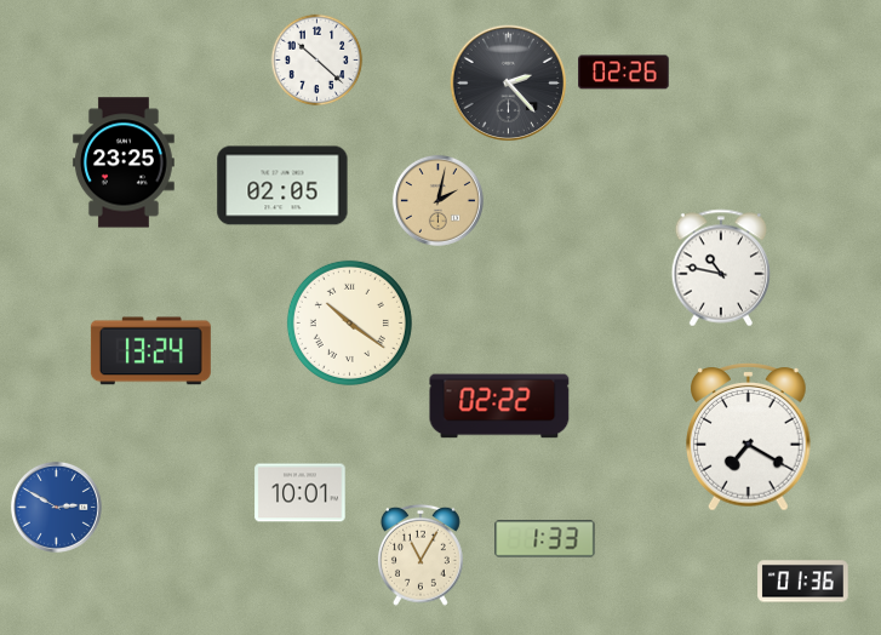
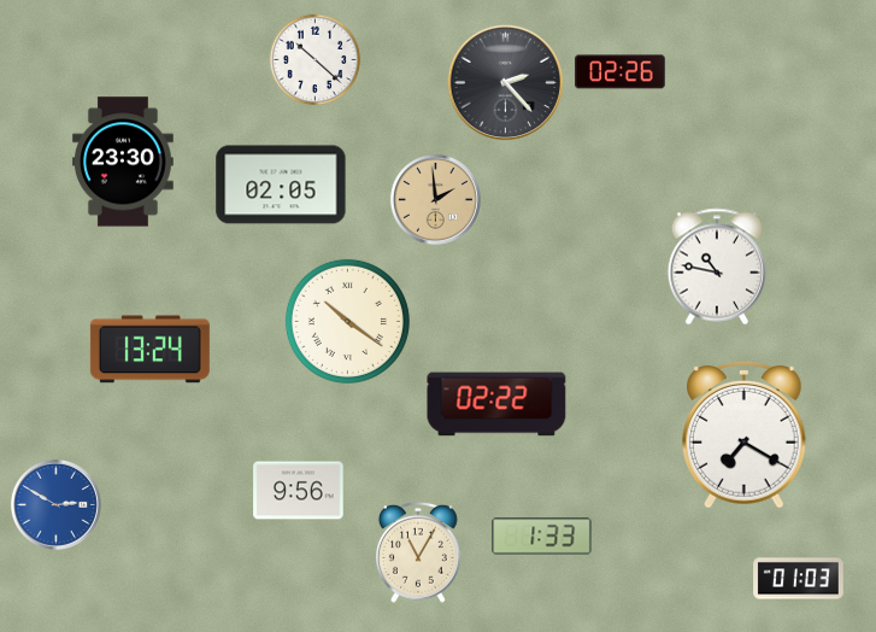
clock at (124, 162): 23:25 -> 23:30
clock at (437, 200): 2:02 -> 1:59
clock at (301, 493): 10:01 -> 9:56
clock at (803, 582): 01:36 -> 01:03
